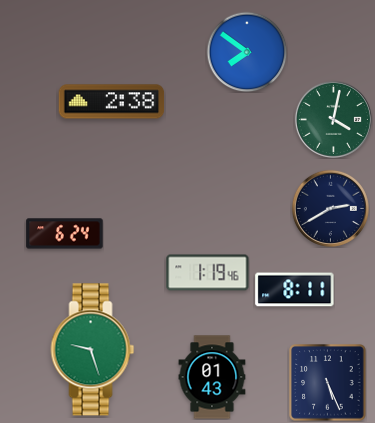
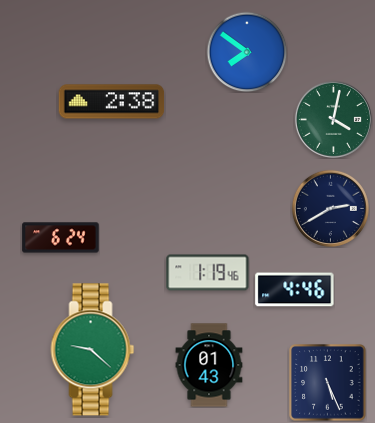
clock at (65, 234) position: (65, 234) -> (61, 238)
clock at (295, 290): 8:11 -> 4:46
clock at (93, 350): 9:27 -> 9:22
clock at (212, 377) position: (212, 377) -> (209, 365)
